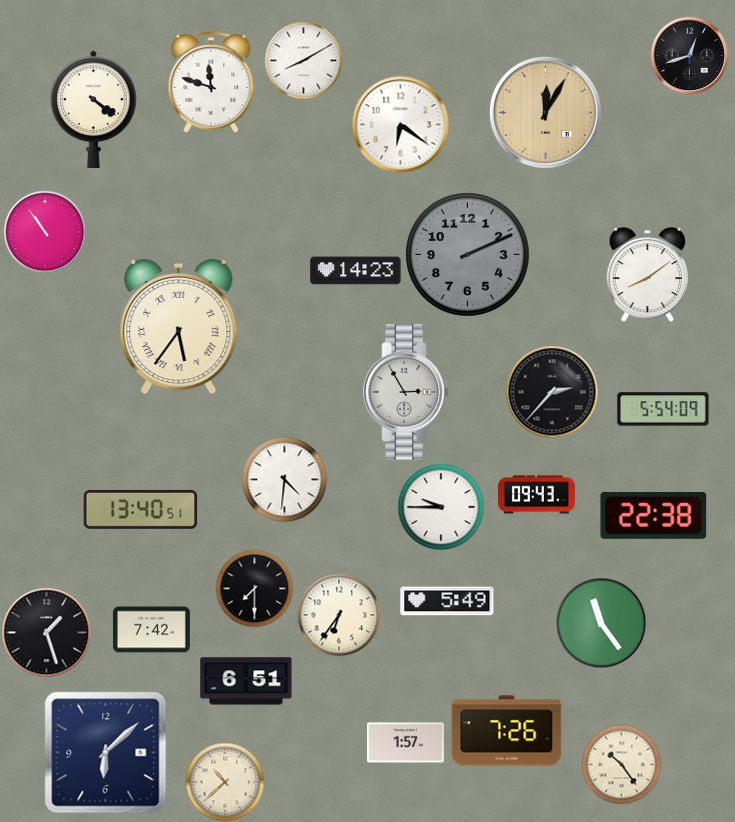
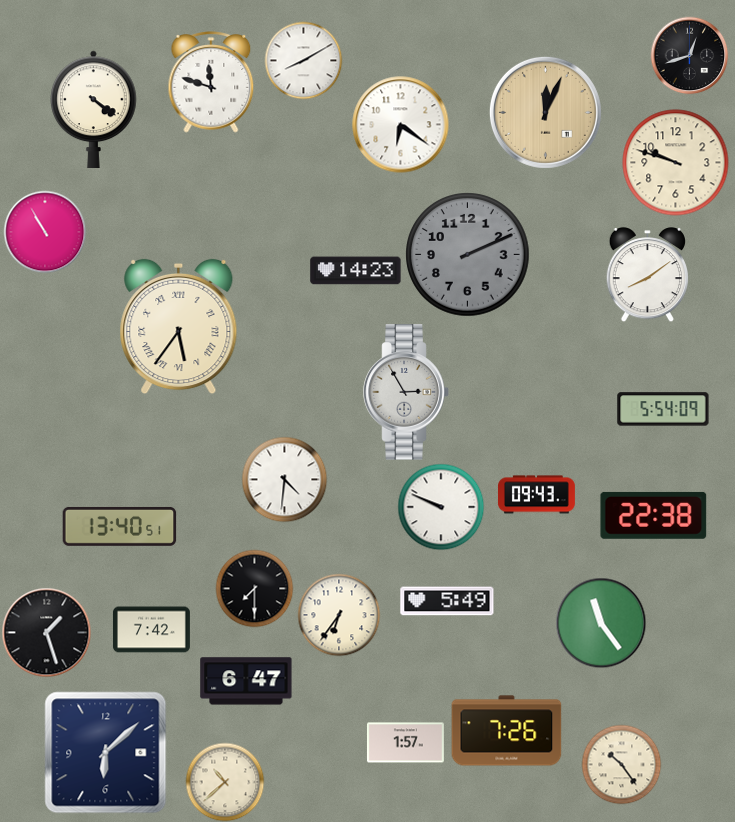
clock at (545, 112): 12:05 -> 12:04
clock at (676, 163): none -> 9:48
clock at (45, 232): 10:54 -> 10:55
clock at (552, 392): 2:37 -> none
clock at (441, 507): 9:45 -> 9:49
clock at (141, 509) position: (141, 509) -> (120, 526)
clock at (246, 681): 6:51 -> 6:47
